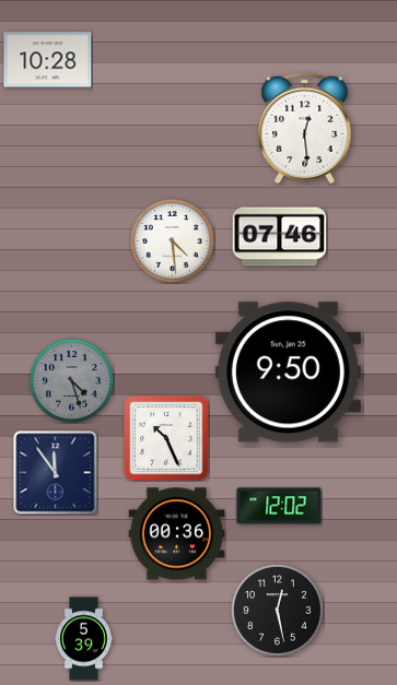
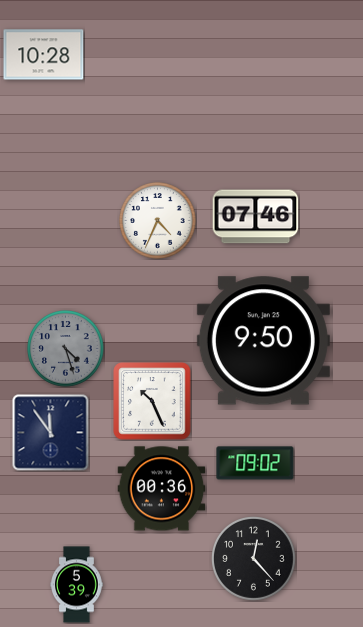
clock at (305, 128): 12:29 -> none
clock at (173, 241): 4:29 -> 4:34
clock at (279, 506): 12:02 -> 09:02
clock at (278, 611): 12:28 -> 12:23
